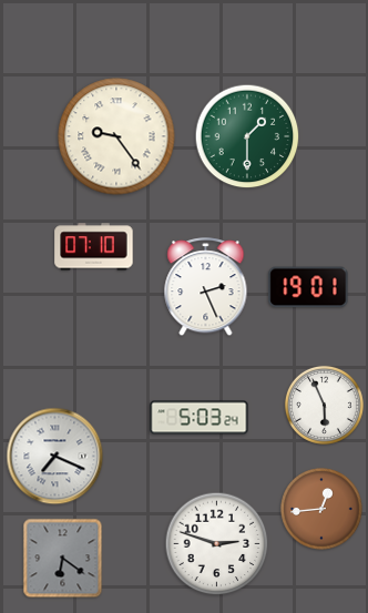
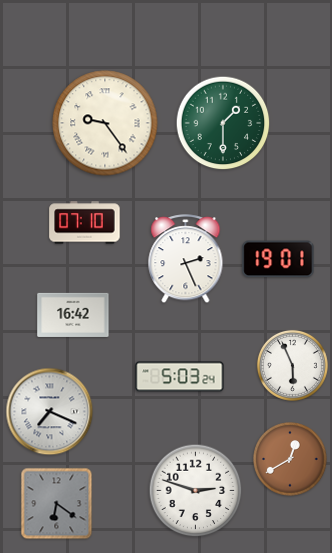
clock at (73, 315): none -> 16:42
clock at (321, 509): 12:44 -> 12:40
